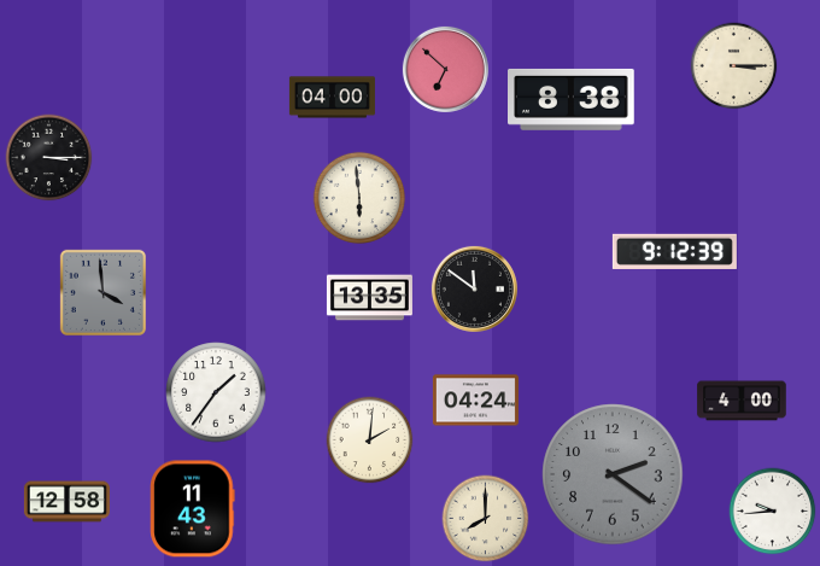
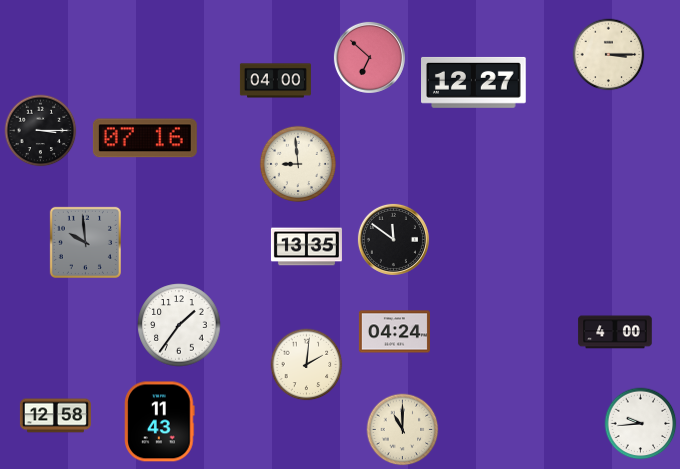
clock at (572, 99): 8:38 -> 12:27
clock at (145, 138): none -> 07:16
clock at (358, 197): 5:59 -> 8:59
clock at (674, 251): 9:12 -> none
clock at (102, 292): 3:59 -> 9:59
clock at (613, 474): 2:21 -> none
clock at (486, 519): 8:00 -> 11:00
